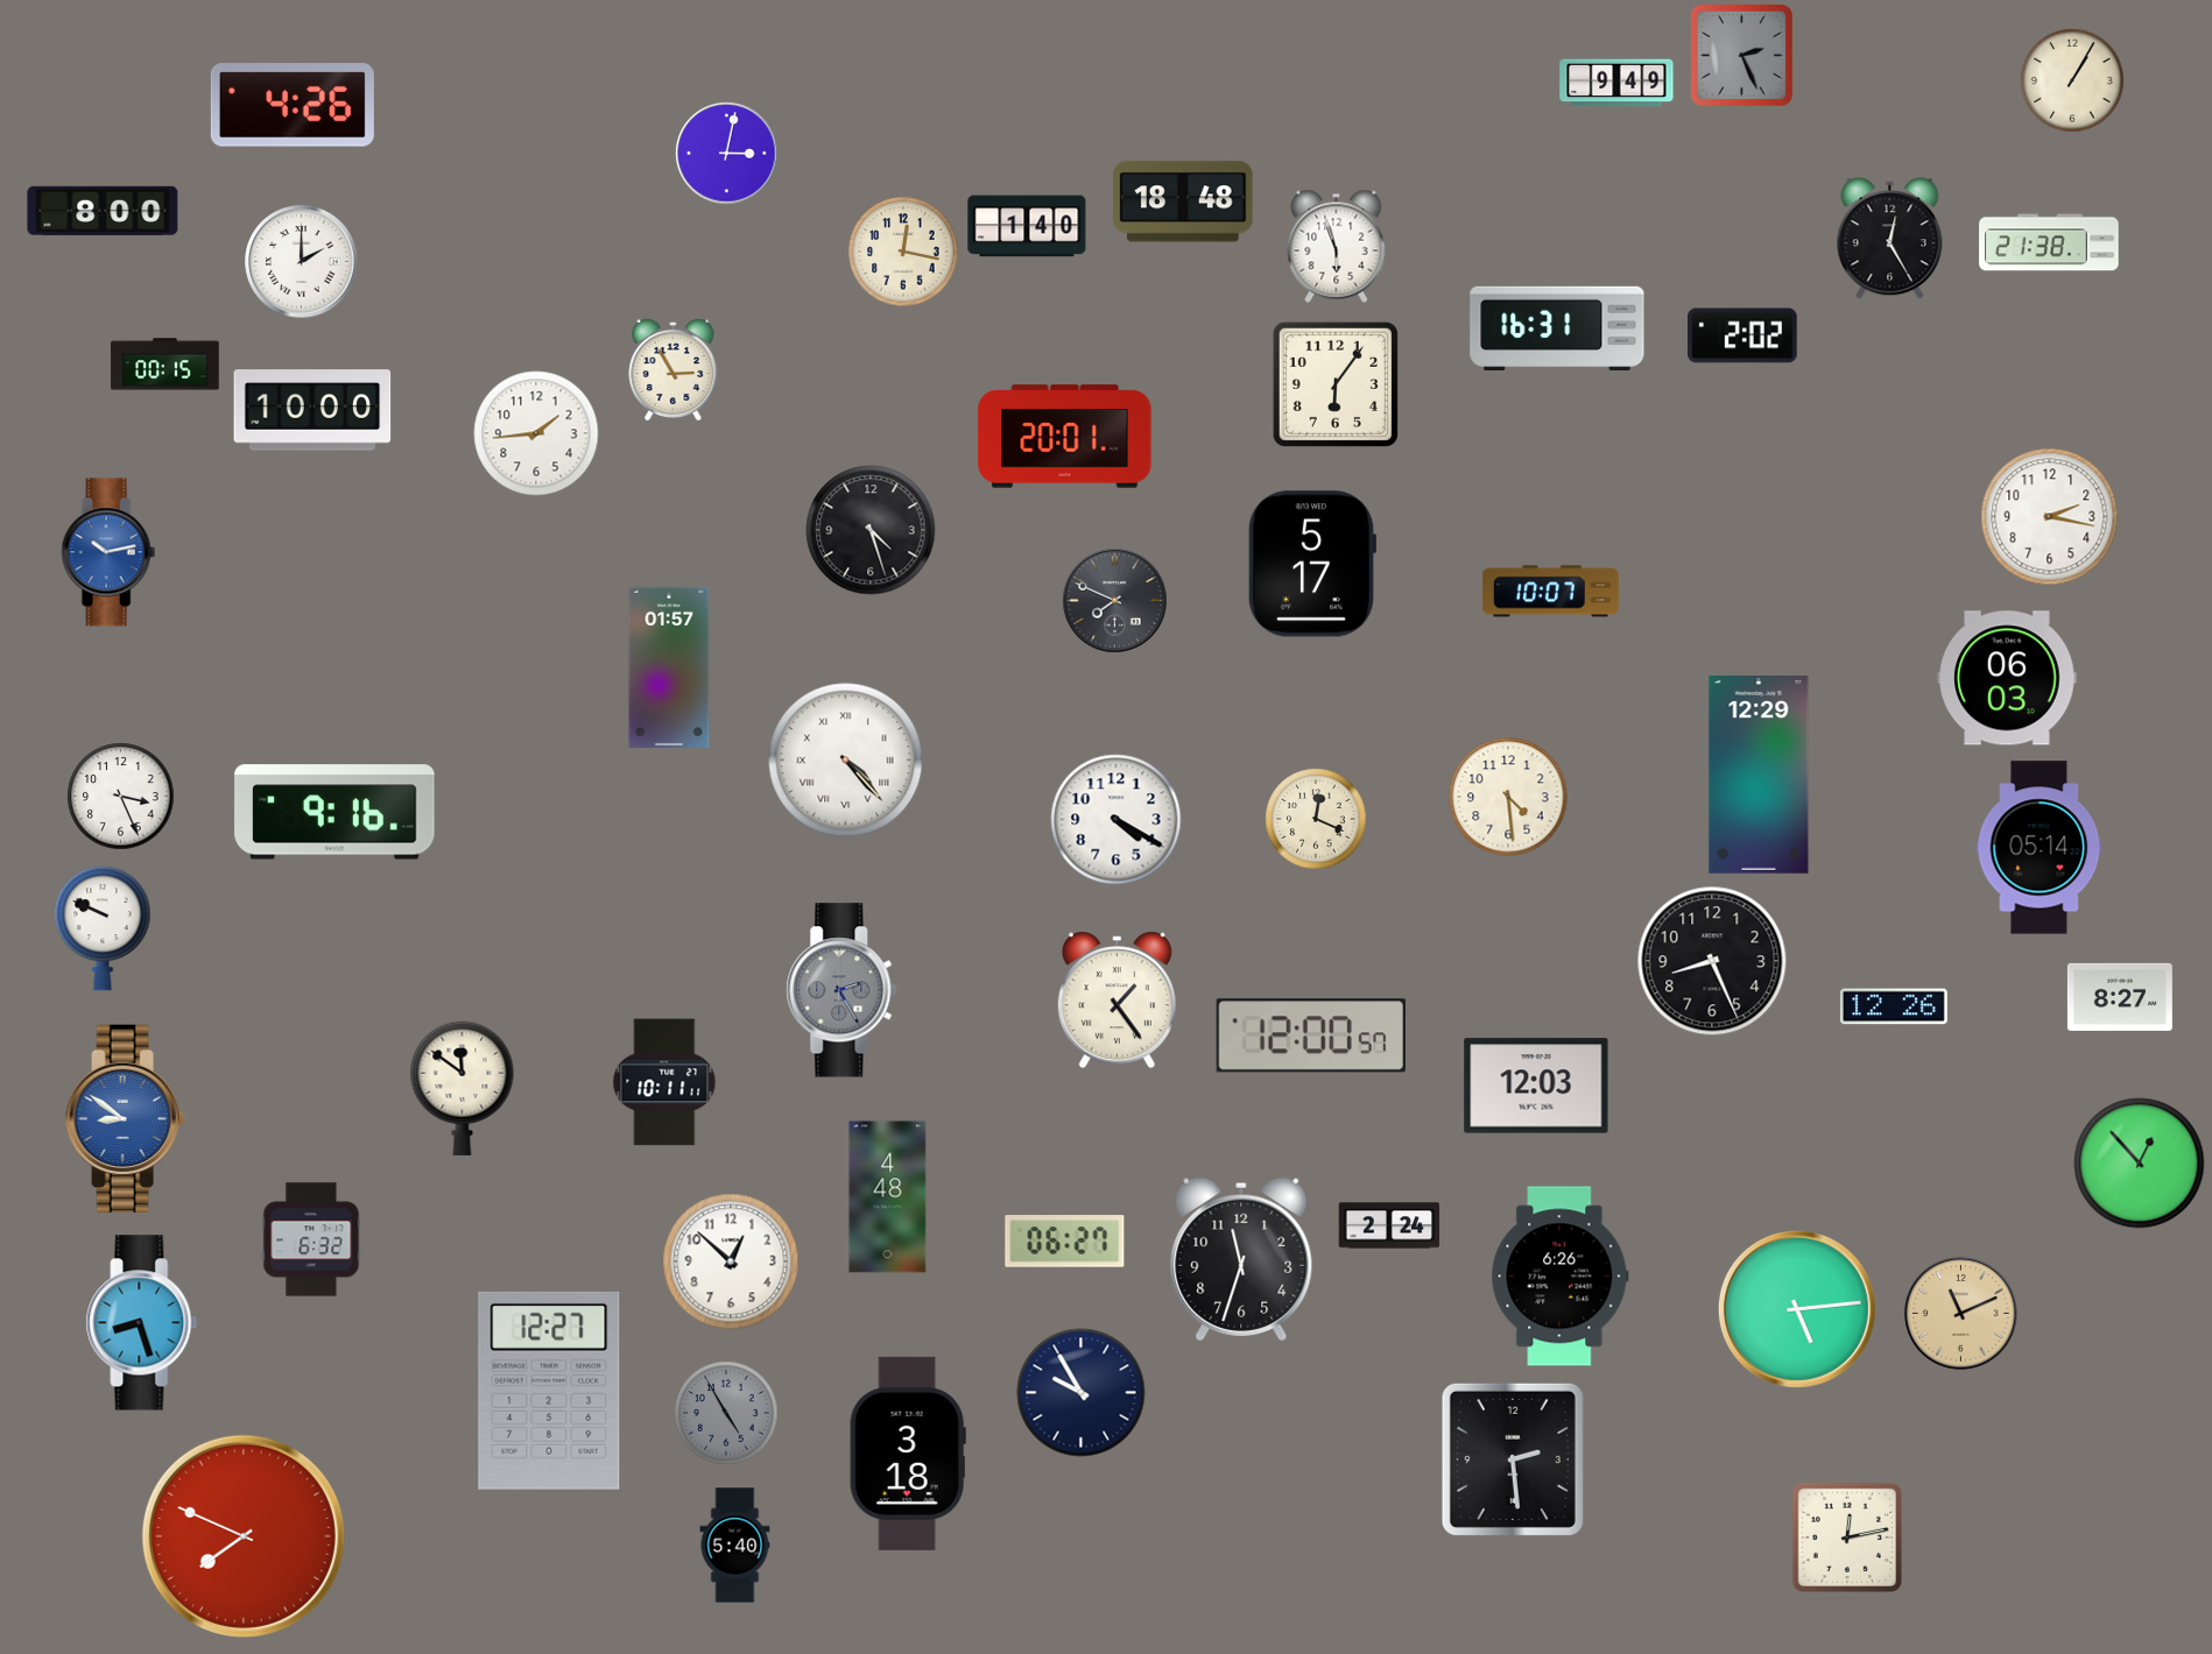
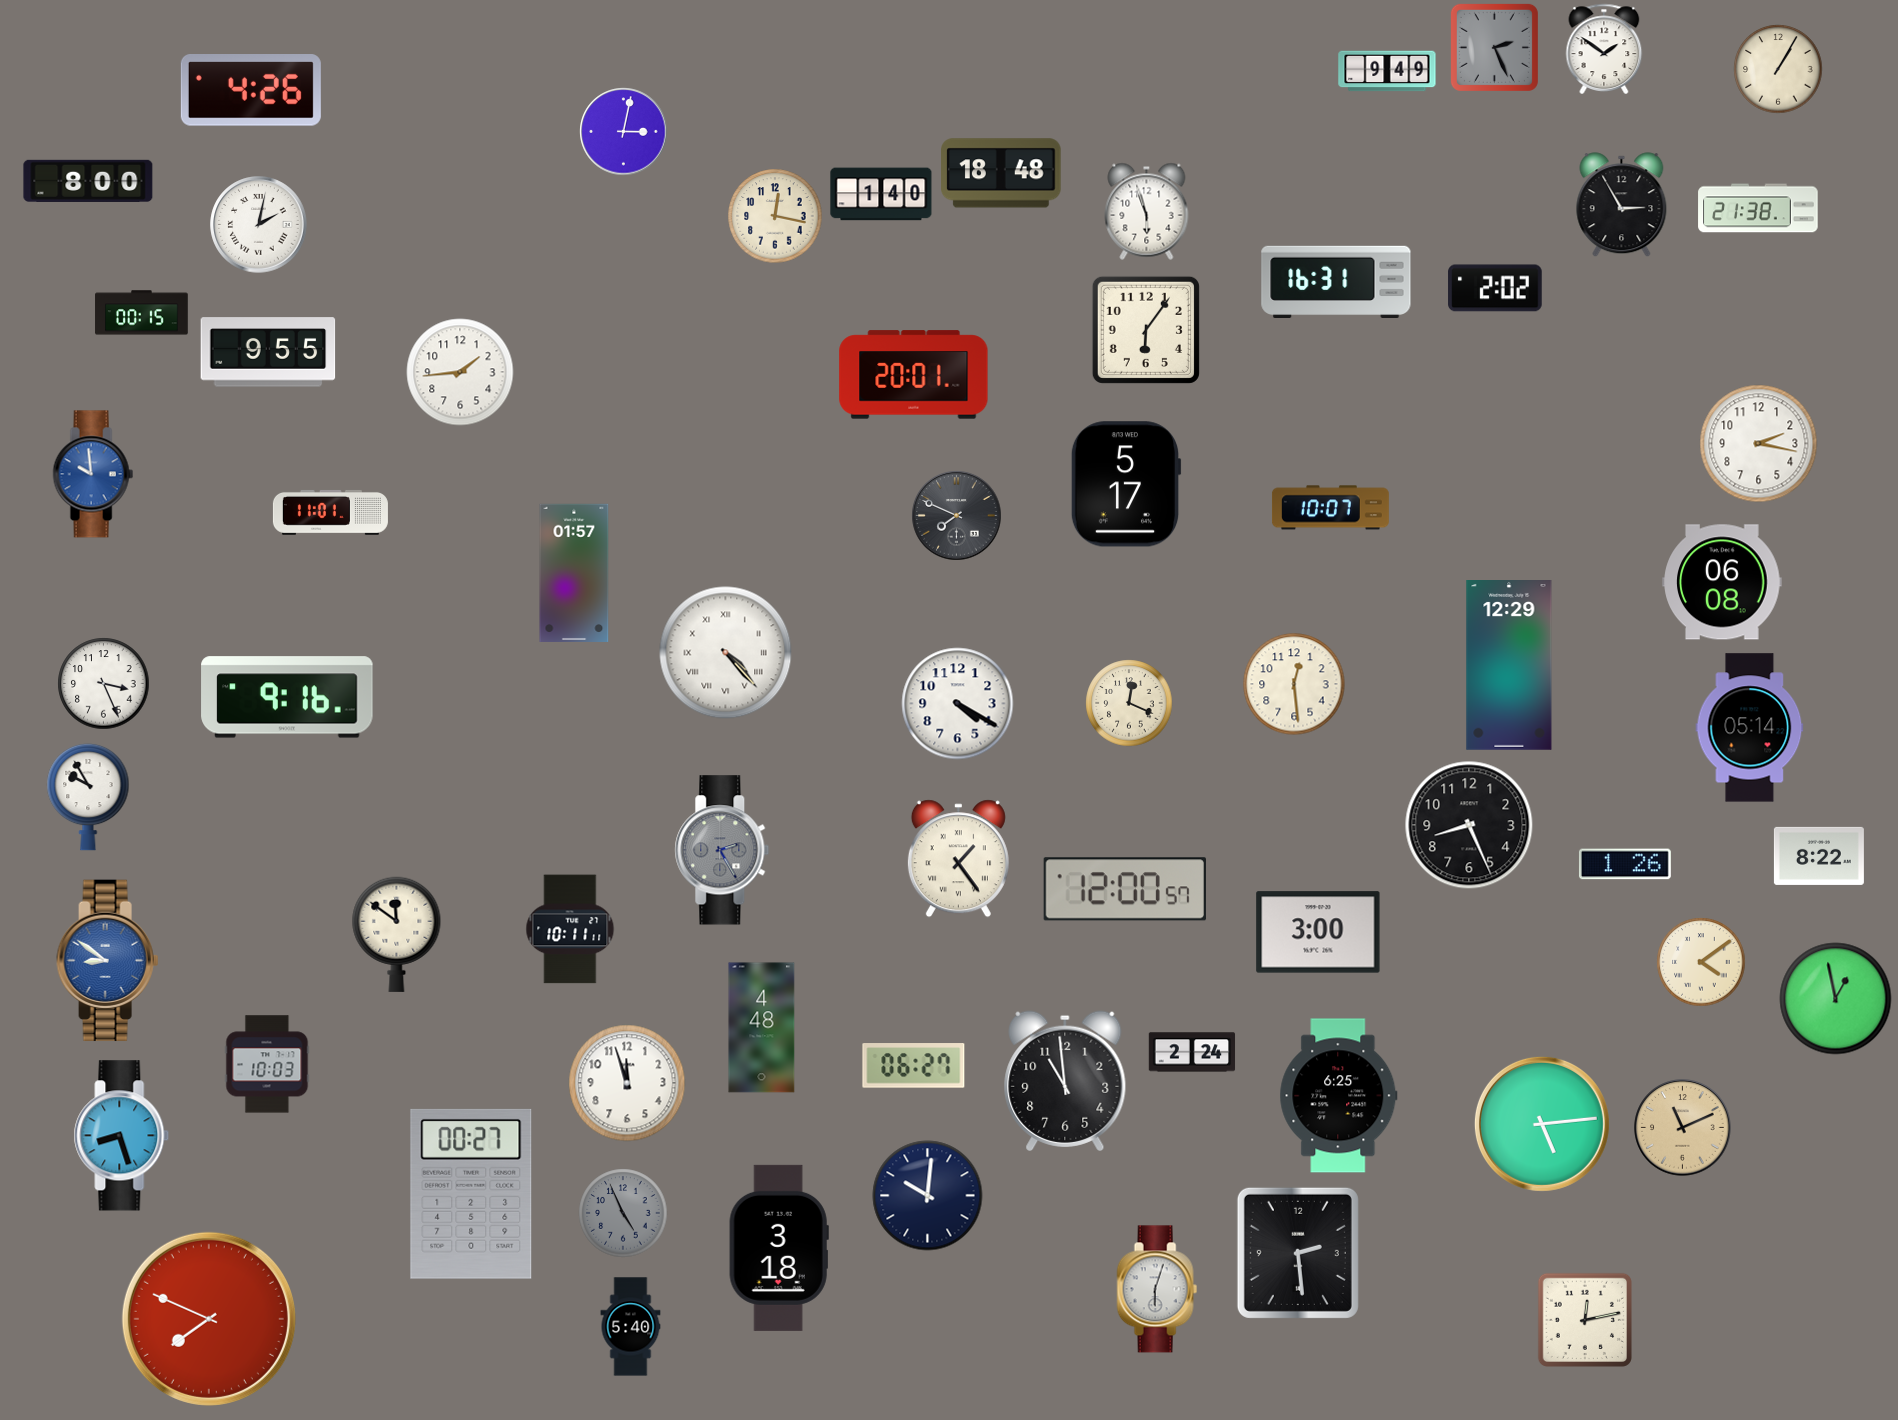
clock at (1604, 49): none -> 1:51
clock at (1183, 202) position: (1183, 202) -> (1001, 173)
clock at (1890, 239): 12:25 -> 2:55
clock at (302, 262): 2:00 -> 2:02
clock at (674, 368): 2:55 -> none
clock at (312, 410): 10:00 -> 9:55
clock at (871, 530): 4:27 -> none
clock at (108, 552): 10:13 -> 9:59
clock at (330, 512): none -> 11:01
clock at (2007, 678): 06:03 -> 06:08
clock at (1508, 797): 4:29 -> 12:29
clock at (103, 928): 9:49 -> 9:55
clock at (2120, 997): 8:27 -> 8:22
clock at (1894, 1006): 12:26 -> 1:26
clock at (1536, 1086): 12:03 -> 3:00
clock at (1701, 962): none -> 4:09
clock at (2140, 1164): 12:53 -> 12:58
clock at (311, 1239): 6:32 -> 10:03
clock at (1241, 1259): 11:33 -> 10:59
clock at (731, 1261): 12:52 -> 11:57
clock at (1561, 1277): 6:26 -> 6:25
clock at (549, 1391): 12:27 -> 00:27
clock at (1082, 1393): 9:55 -> 10:01
clock at (726, 1413): 4:55 -> 4:56
clock at (1157, 1289): none -> 6:03
